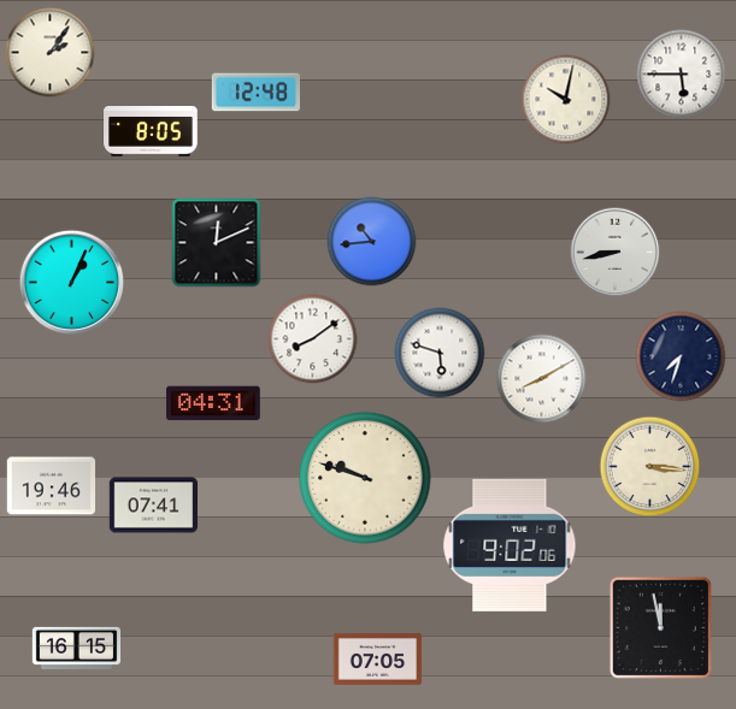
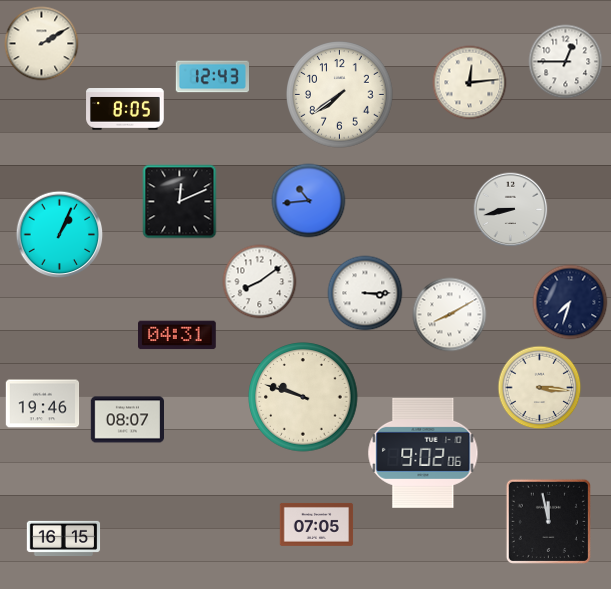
clock at (51, 53): 2:06 -> 2:10
clock at (682, 75): 5:45 -> 12:45
clock at (257, 93): 12:48 -> 12:43
clock at (566, 100): 10:02 -> 12:14
clock at (340, 95): none -> 7:39
clock at (440, 353): 5:48 -> 3:15
clock at (681, 356) position: (681, 356) -> (570, 302)
clock at (154, 506): 07:41 -> 08:07
clock at (378, 658) position: (378, 658) -> (317, 524)
